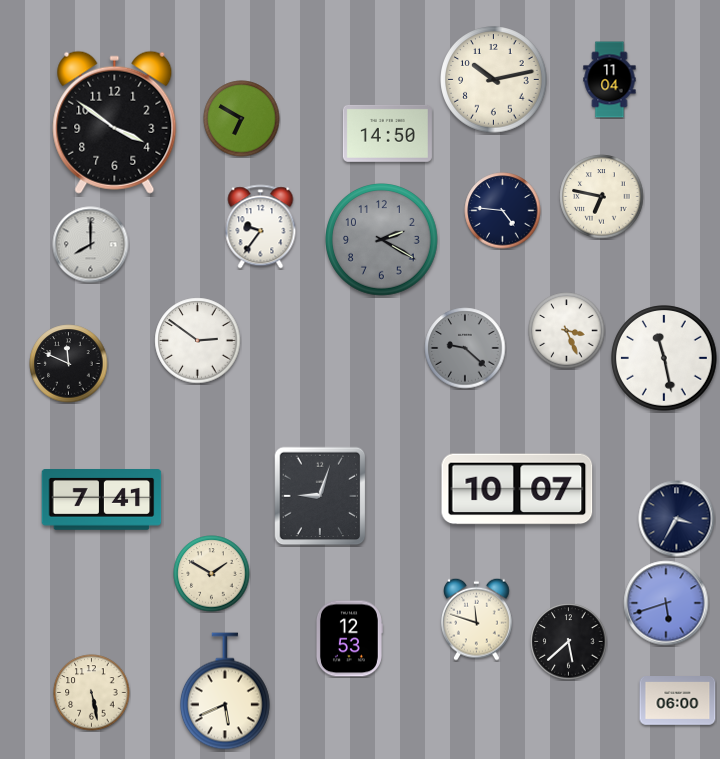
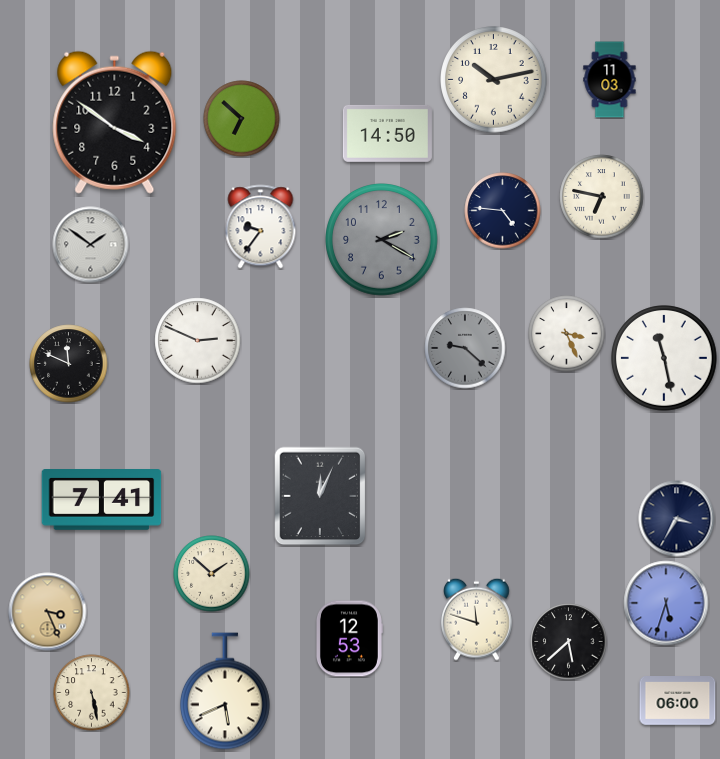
clock at (610, 80): 11:04 -> 11:03
clock at (242, 119): 6:50 -> 6:52
clock at (91, 245): 8:00 -> 1:51
clock at (567, 331) position: (567, 331) -> (567, 334)
clock at (198, 341): 2:51 -> 2:49
clock at (517, 489): 10:07 -> none
clock at (320, 496): 9:03 -> 12:04
clock at (212, 574): 1:50 -> 1:52
clock at (666, 603): 5:42 -> 5:33
clock at (48, 612): none -> 3:26
